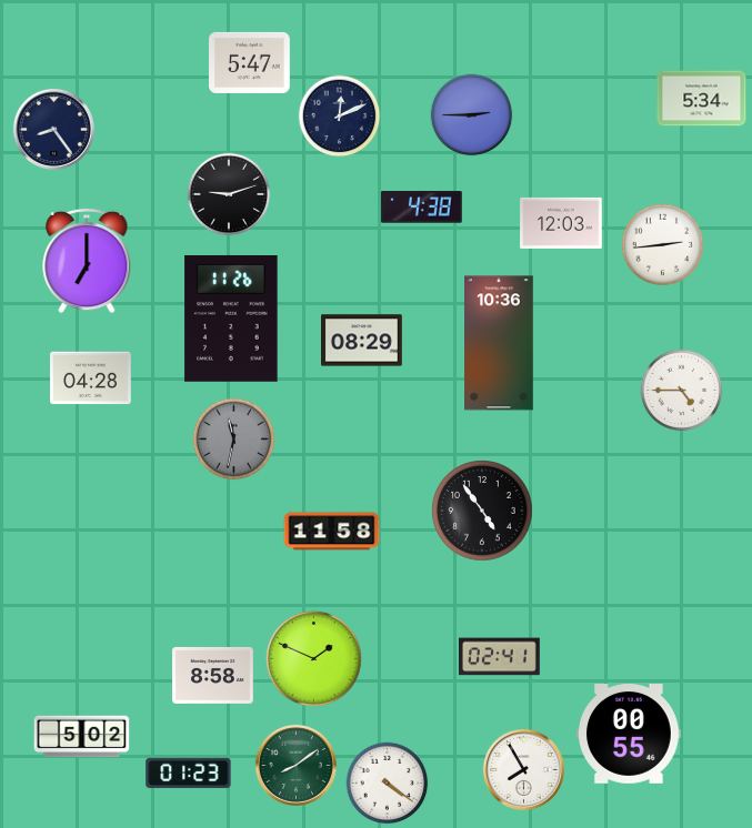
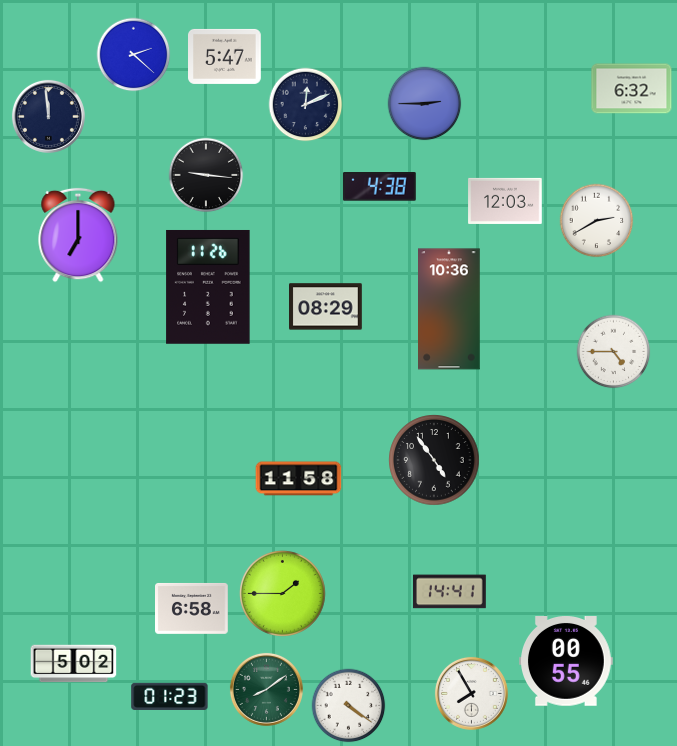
clock at (134, 55): none -> 2:22
clock at (702, 99): 5:34 -> 6:32
clock at (53, 129): 8:24 -> 11:59
clock at (229, 194): 9:12 -> 9:16
clock at (663, 245): 2:44 -> 2:40
clock at (91, 378): 04:28 -> none
clock at (234, 440): 11:32 -> none
clock at (500, 657): 02:41 -> 14:41
clock at (313, 658): 1:49 -> 1:45
clock at (213, 675): 8:58 -> 6:58
